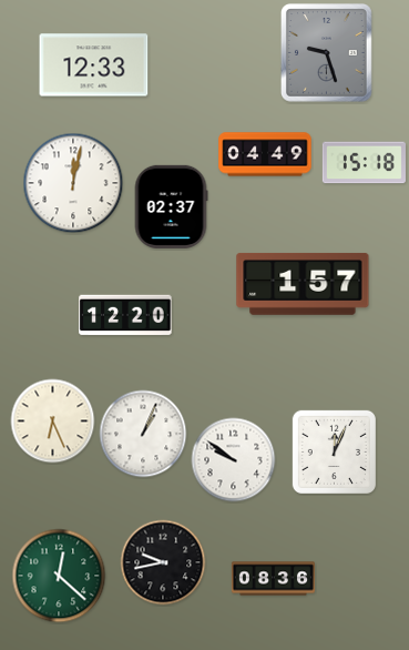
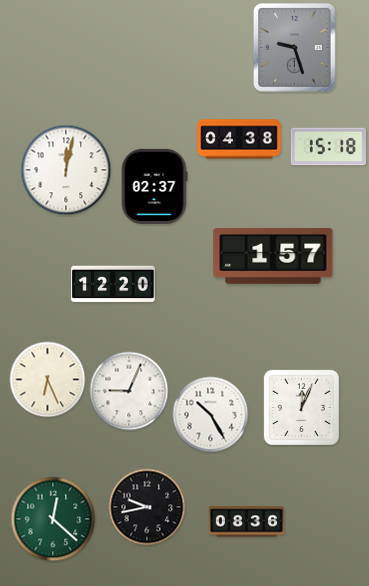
clock at (94, 65): 12:33 -> none
clock at (265, 154): 04:49 -> 04:38
clock at (73, 183) position: (73, 183) -> (66, 170)
clock at (143, 434): 1:04 -> 9:04
clock at (234, 460): 9:51 -> 10:25
